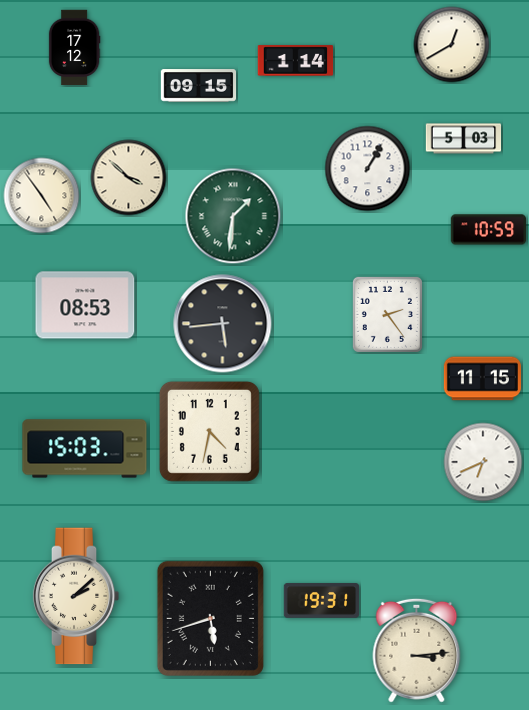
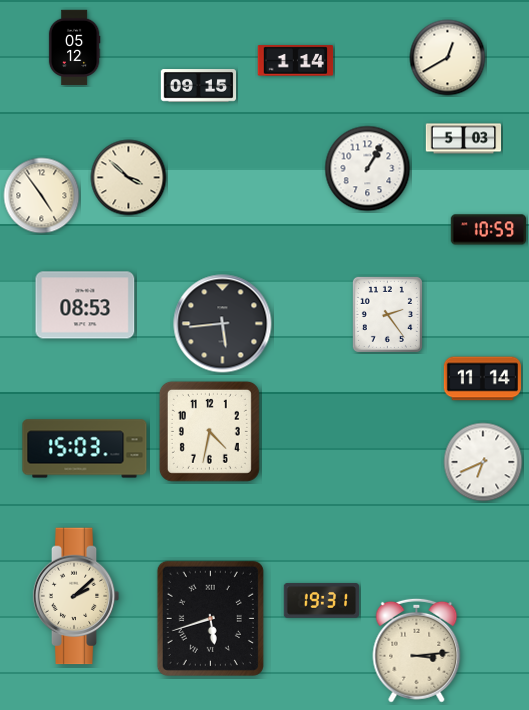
clock at (452, 45) position: (452, 45) -> (448, 58)
clock at (74, 48): 17:12 -> 05:12
clock at (233, 216): 1:31 -> none
clock at (482, 379): 11:15 -> 11:14
